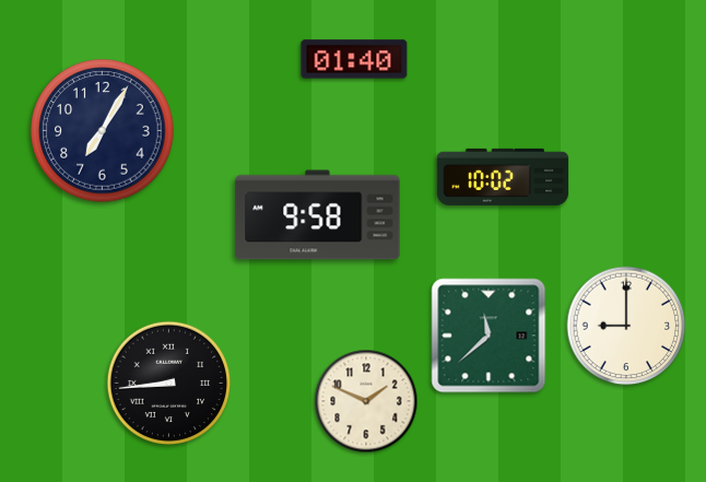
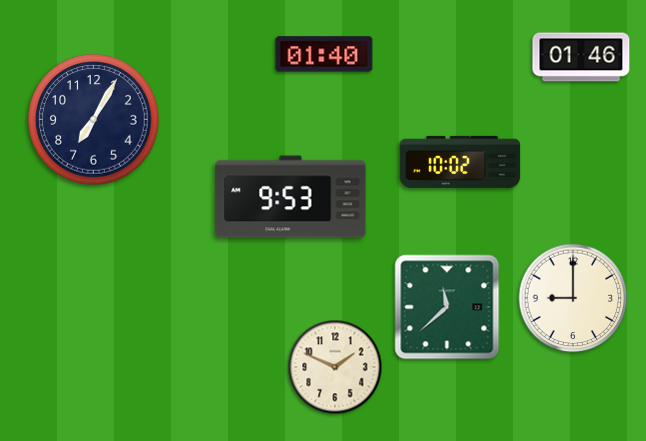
clock at (581, 57): none -> 01:46
clock at (318, 215): 9:58 -> 9:53
clock at (169, 384): 8:44 -> none
